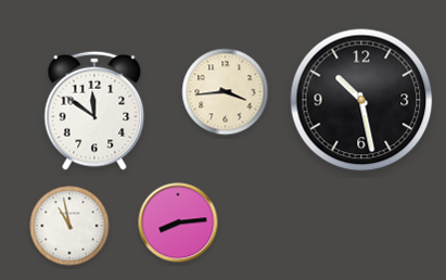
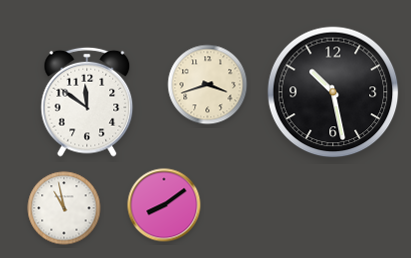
clock at (226, 92): 3:44 -> 3:42
clock at (178, 222): 8:14 -> 8:09
